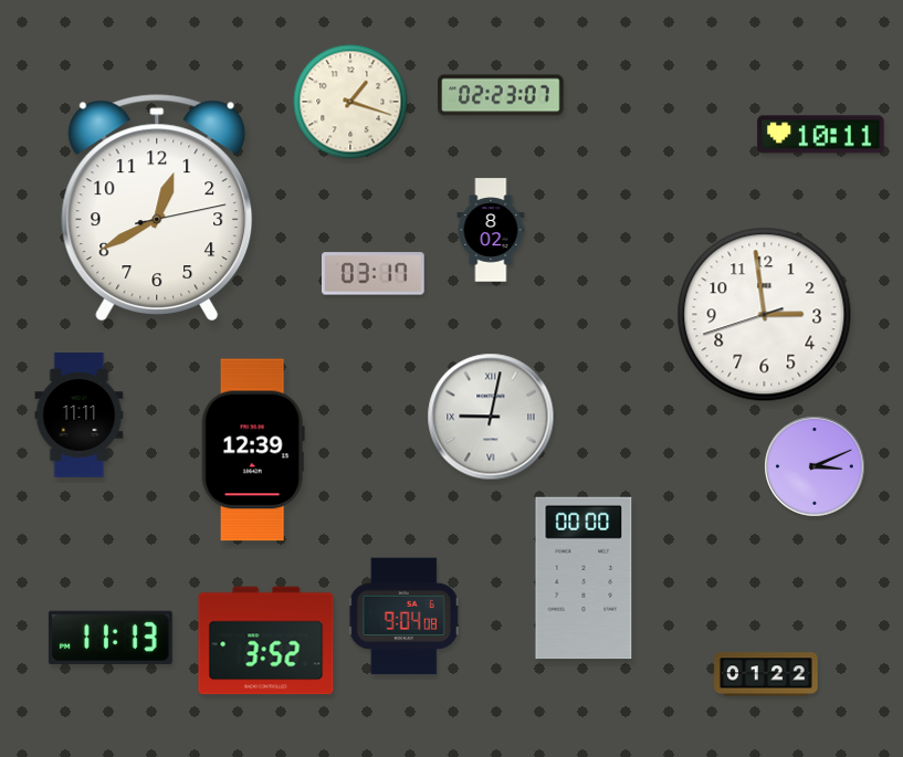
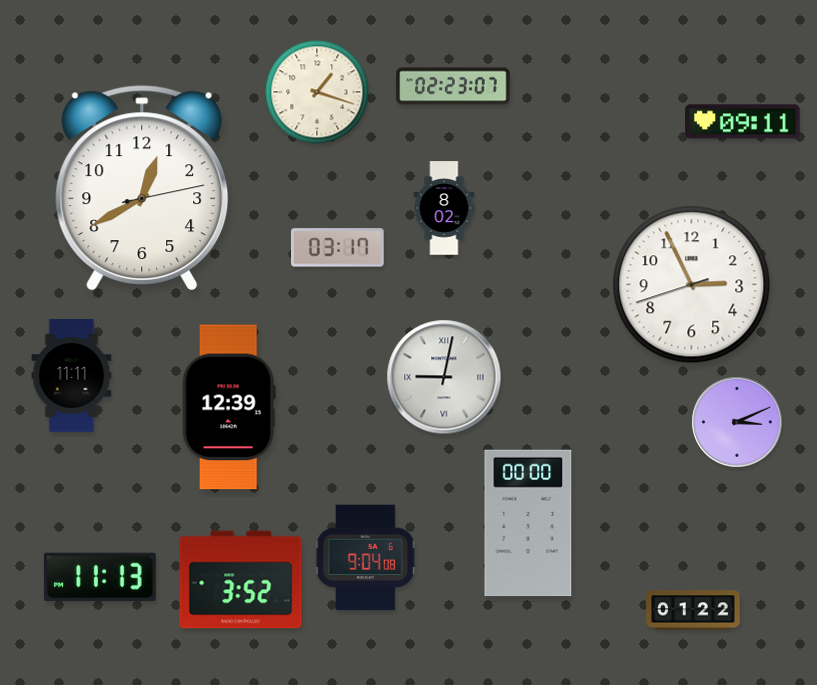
clock at (821, 135): 10:11 -> 09:11
clock at (765, 315): 2:58 -> 2:55
